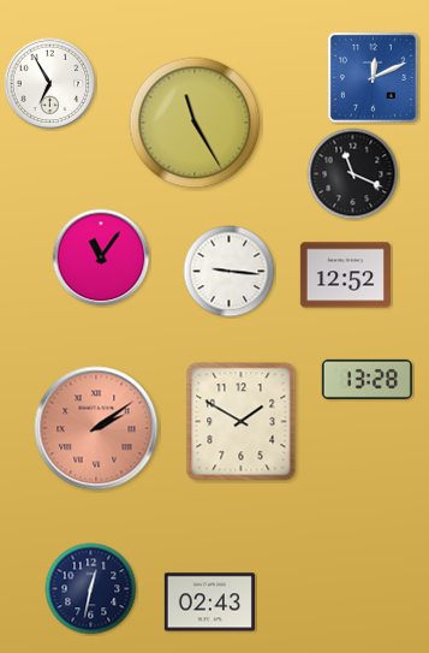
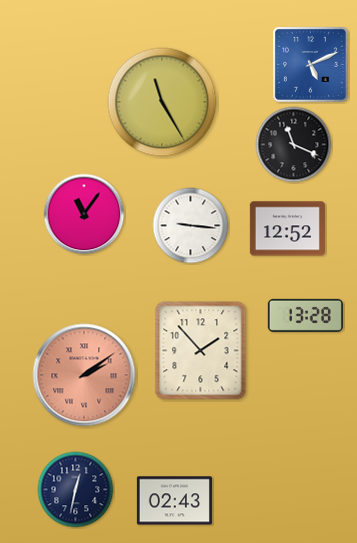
clock at (373, 77): 12:11 -> 5:11
clock at (50, 84): 6:55 -> none
clock at (242, 422): 1:50 -> 1:53
clock at (96, 428) position: (96, 428) -> (84, 375)
